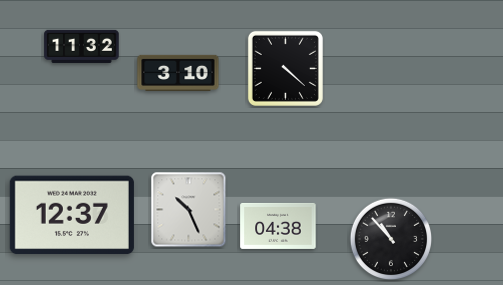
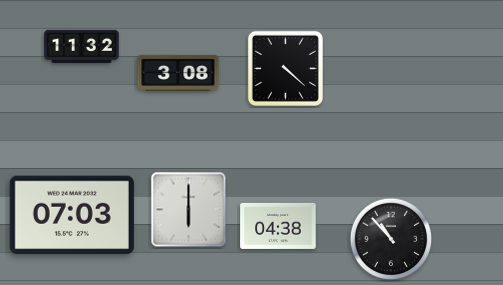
clock at (178, 73): 3:10 -> 3:08
clock at (189, 210): 10:26 -> 6:00
clock at (72, 215): 12:37 -> 07:03
